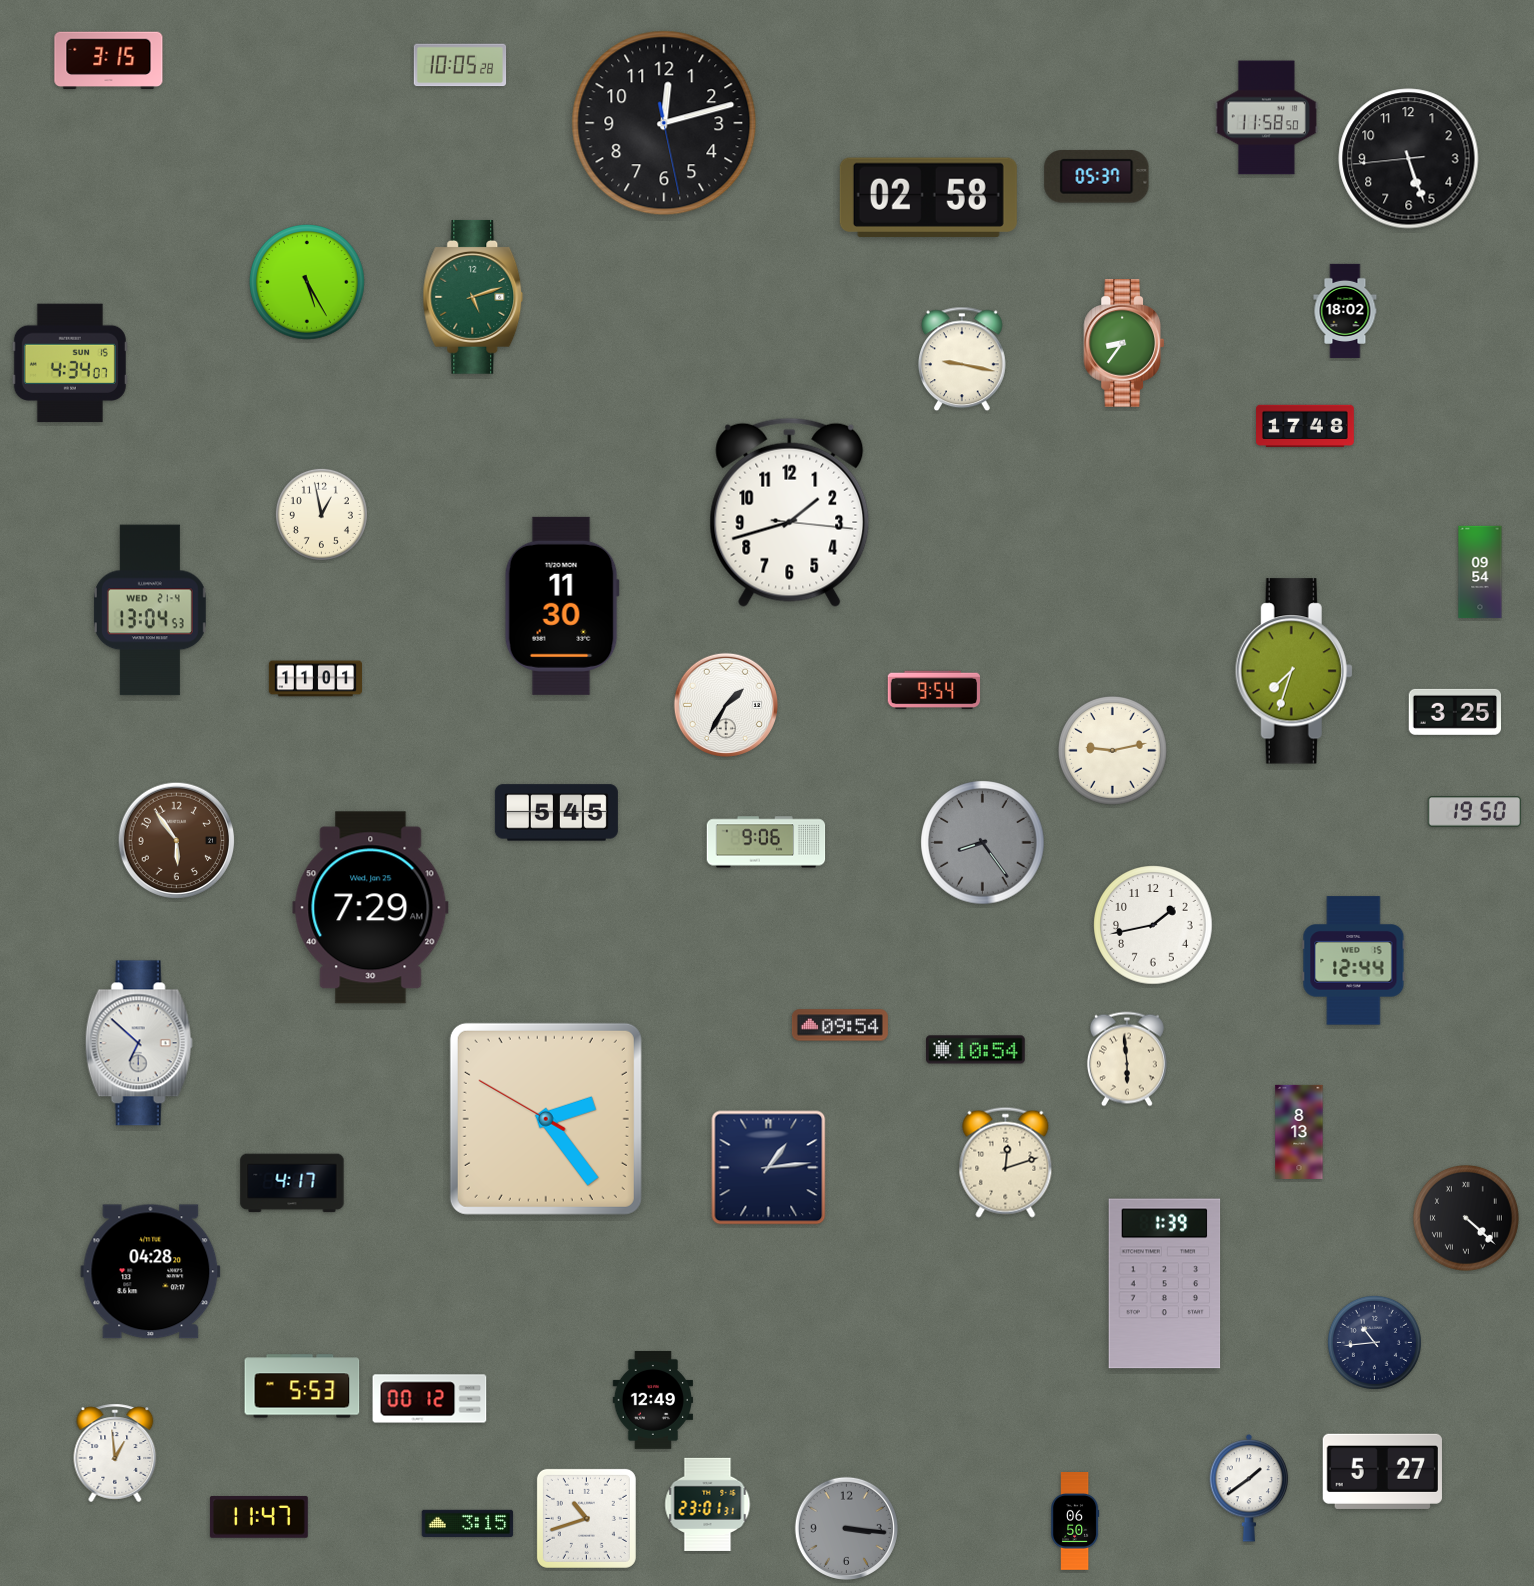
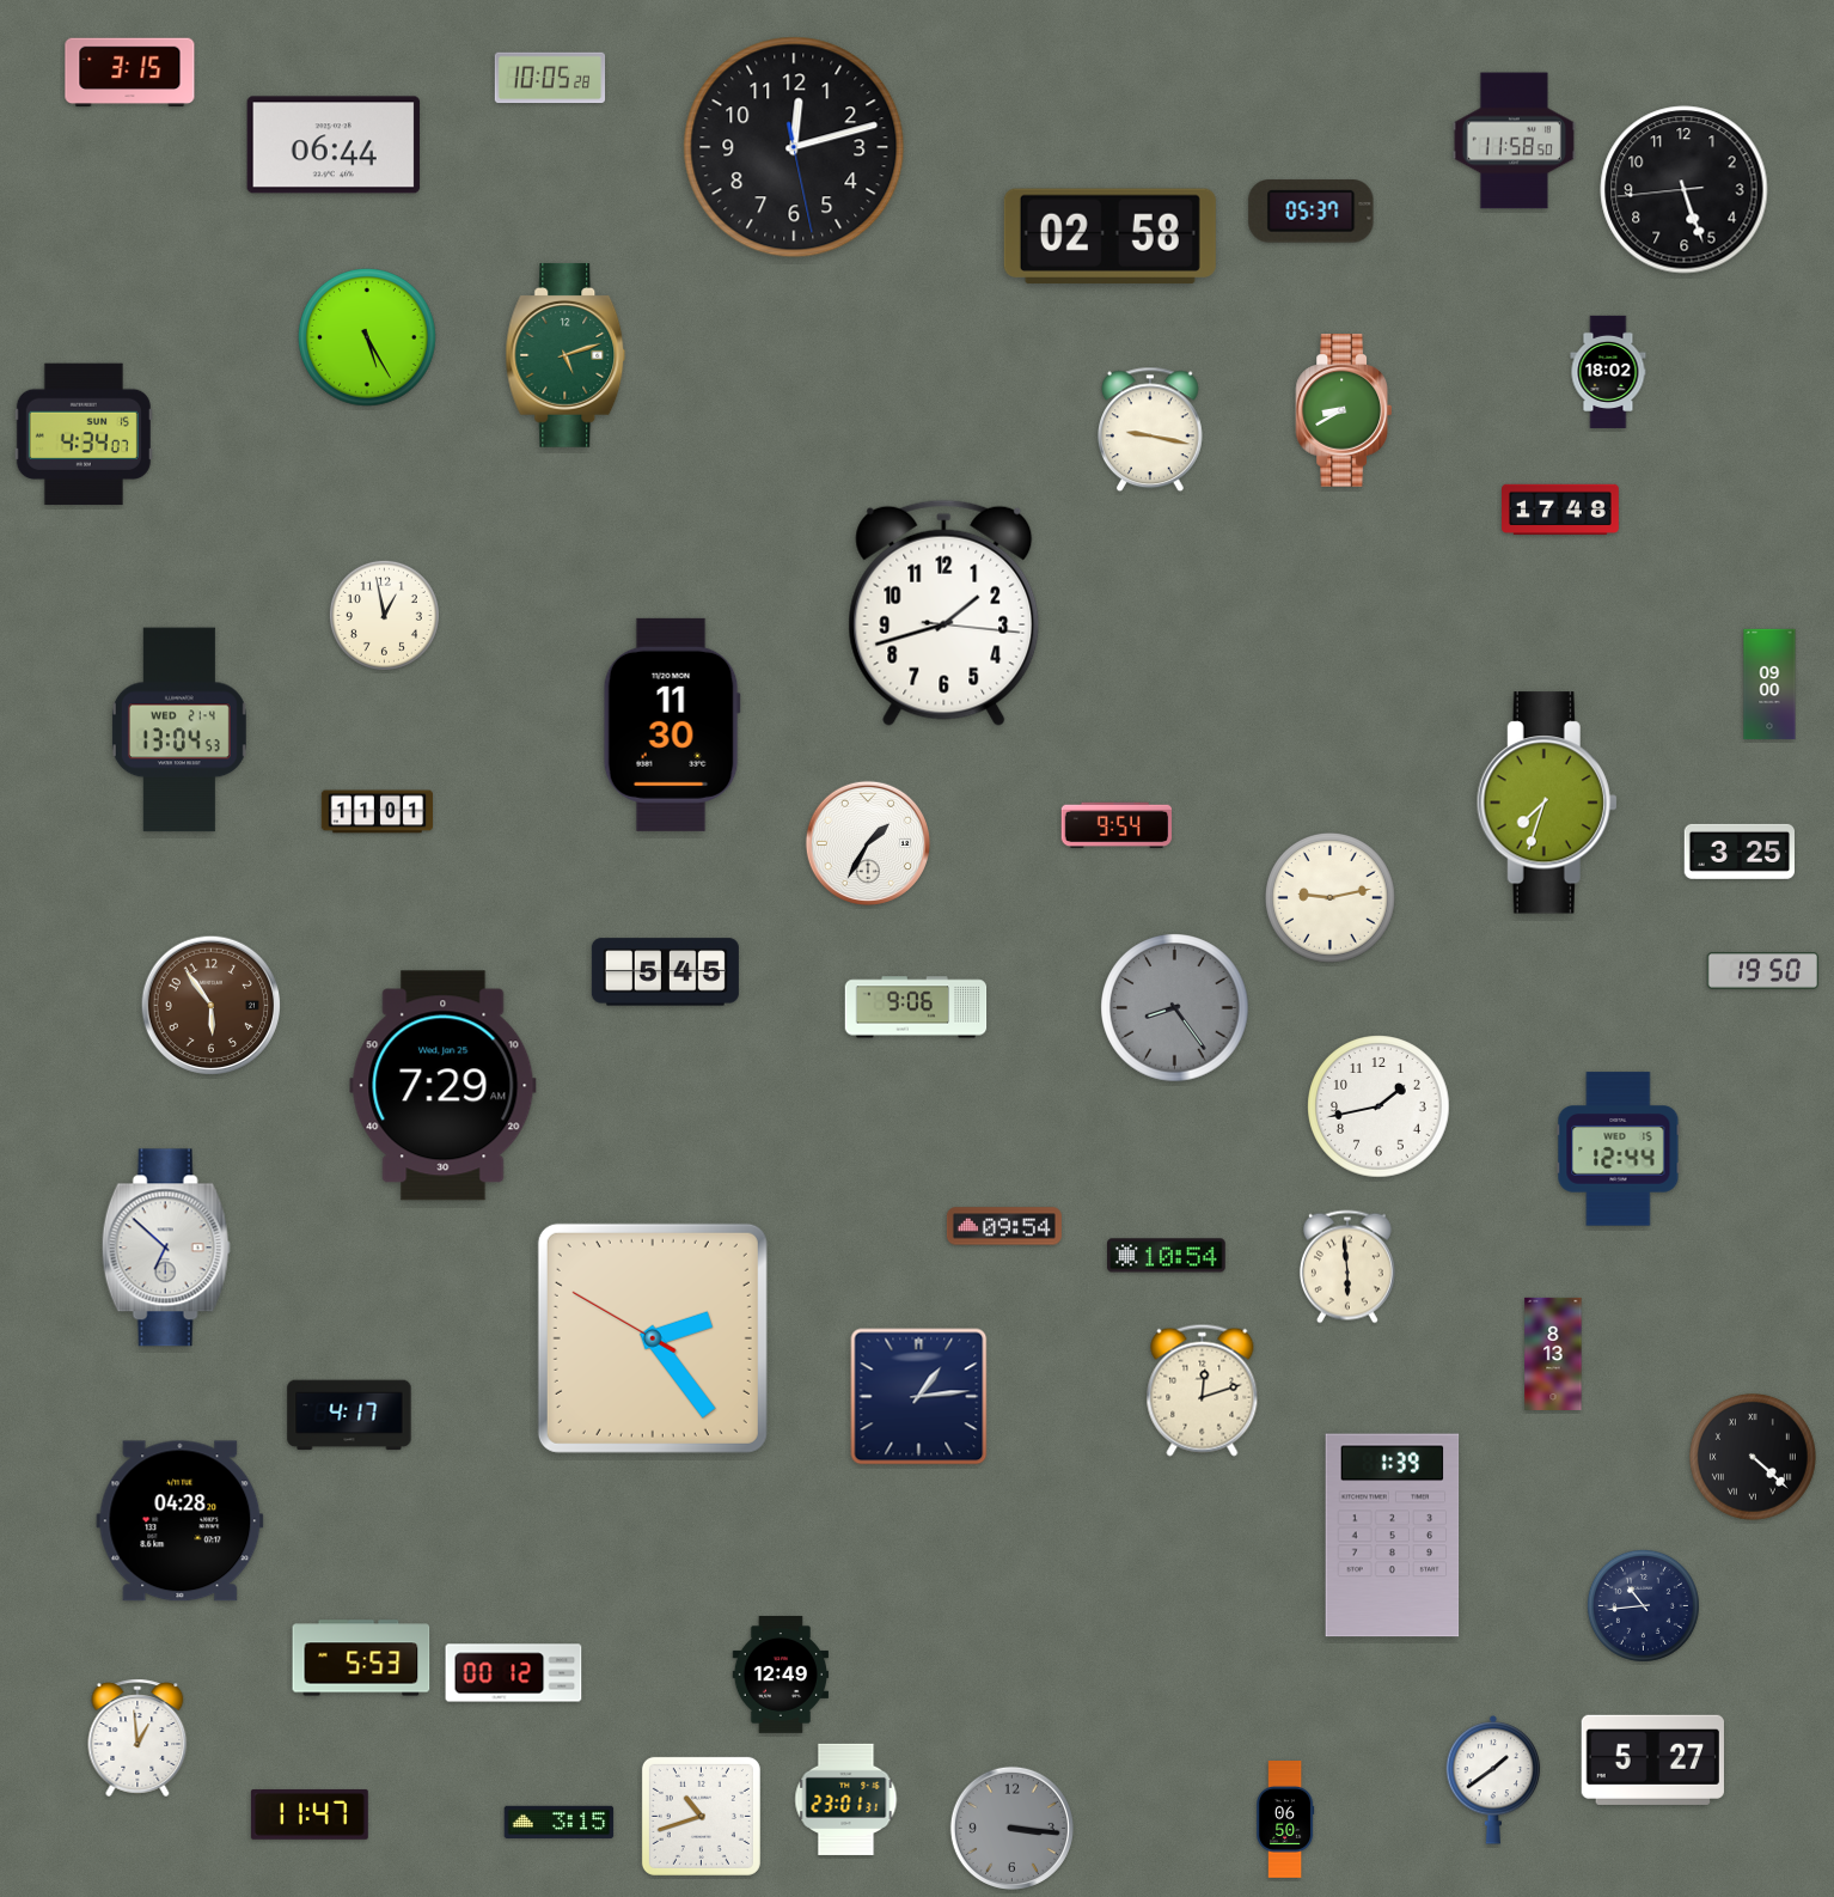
clock at (334, 145): none -> 06:44
clock at (1123, 343): 8:36 -> 8:40
clock at (1480, 572): 09:54 -> 09:00
